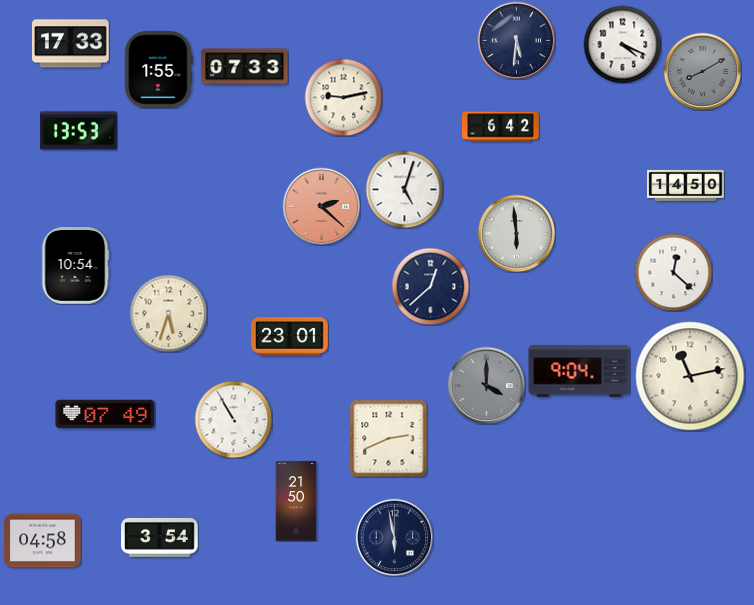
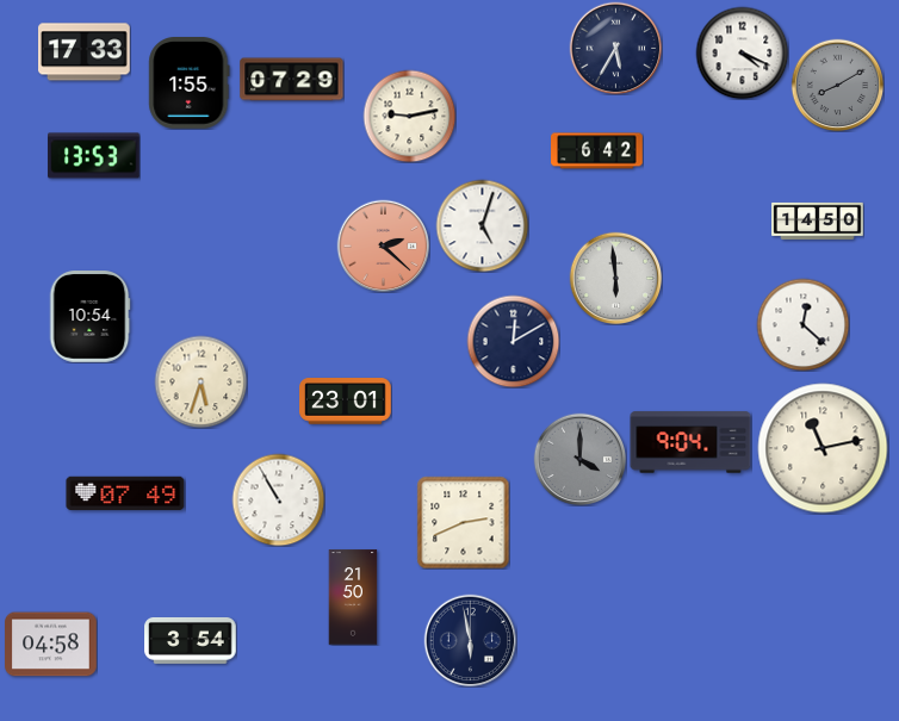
clock at (516, 40): 5:31 -> 5:35
clock at (245, 67): 07:33 -> 07:29
clock at (430, 286): 12:38 -> 12:10
clock at (168, 313) position: (168, 313) -> (200, 381)
